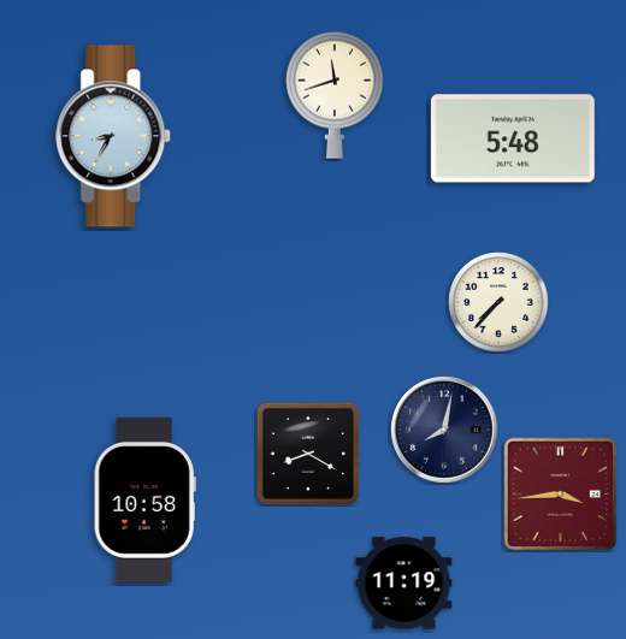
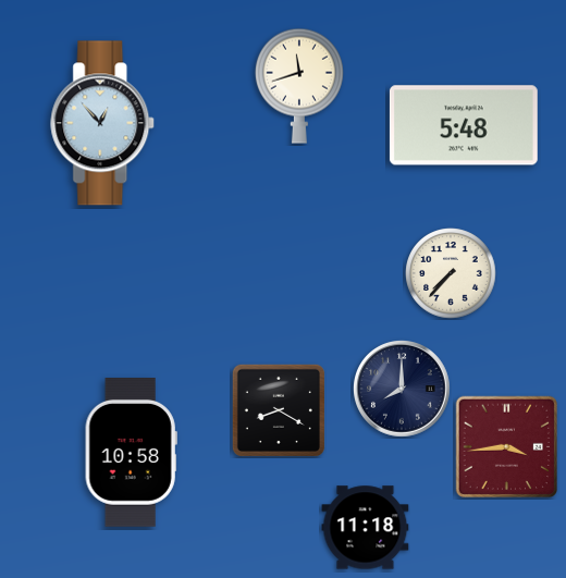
clock at (335, 95) position: (335, 95) -> (299, 86)
clock at (114, 136): 8:35 -> 12:53
clock at (445, 431): 8:02 -> 8:00
clock at (404, 584): 11:19 -> 11:18
